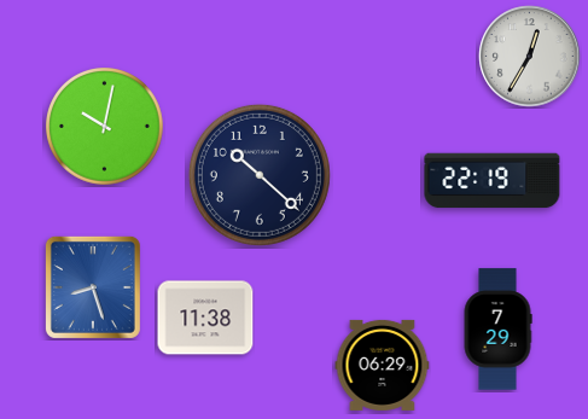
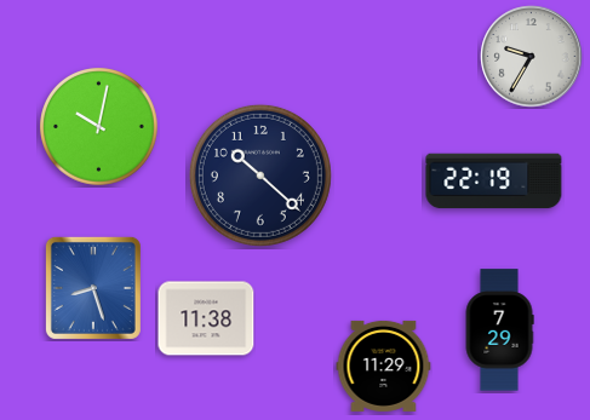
clock at (530, 57): 12:35 -> 9:35
clock at (105, 127) position: (105, 127) -> (99, 127)
clock at (383, 365): 06:29 -> 11:29
